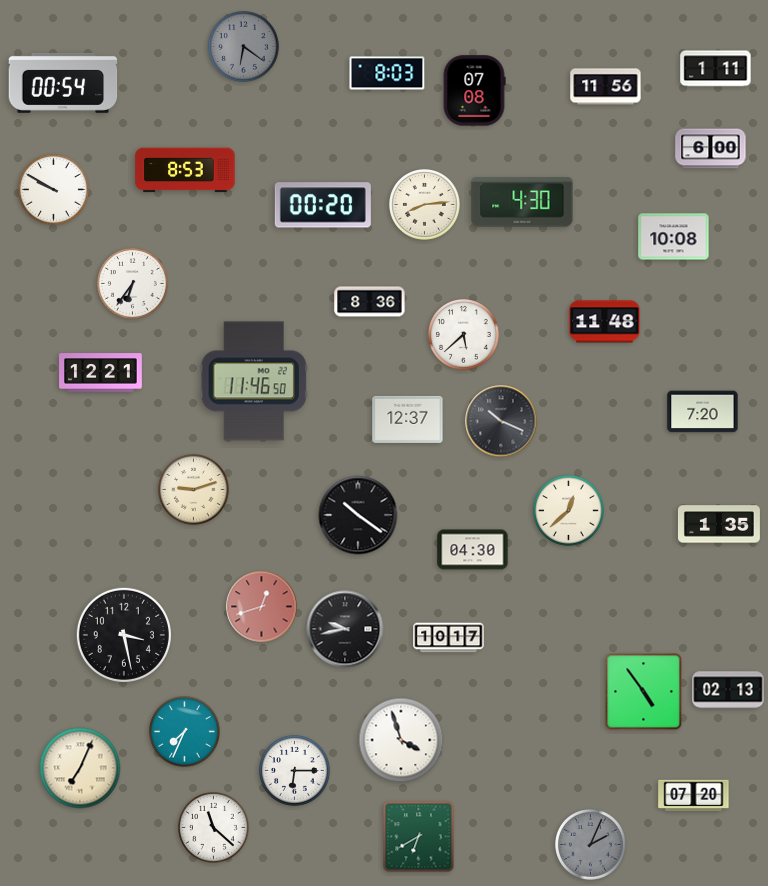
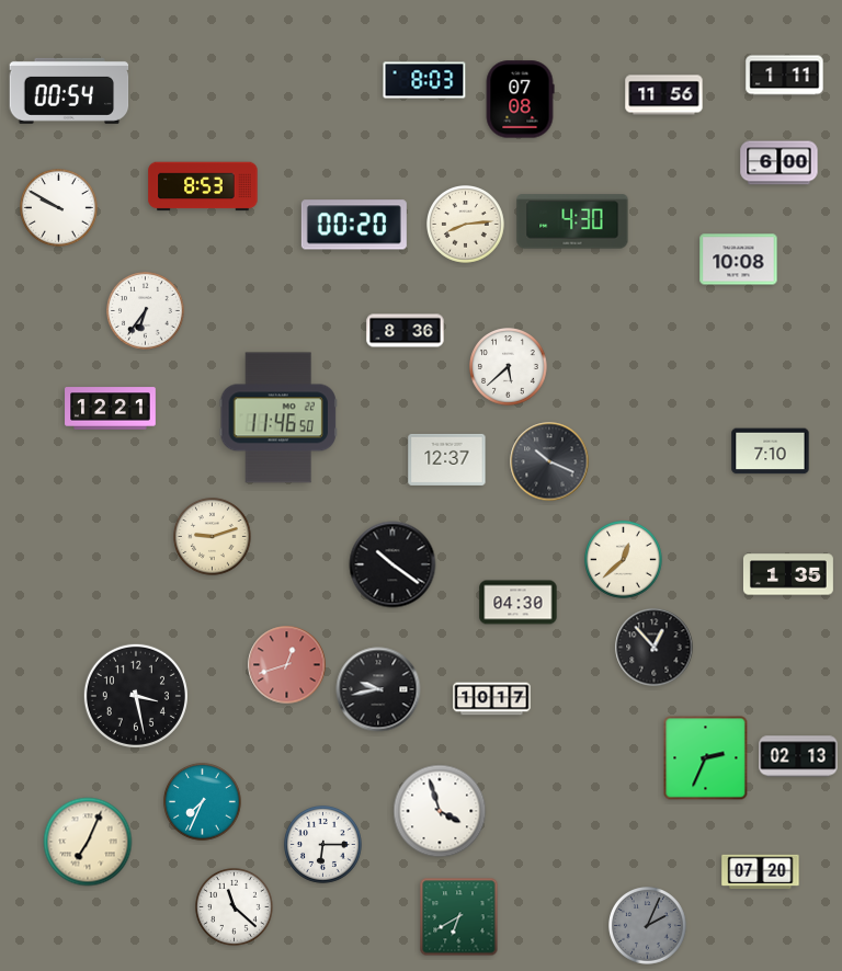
clock at (244, 47): 6:21 -> none
clock at (605, 322): 11:48 -> none
clock at (703, 412): 7:20 -> 7:10
clock at (655, 648): none -> 12:53
clock at (644, 692): 4:54 -> 2:34
